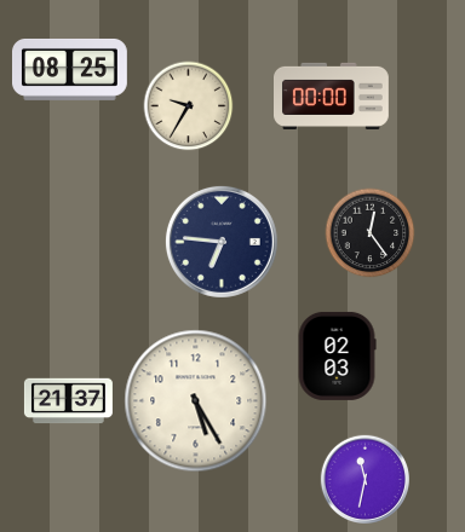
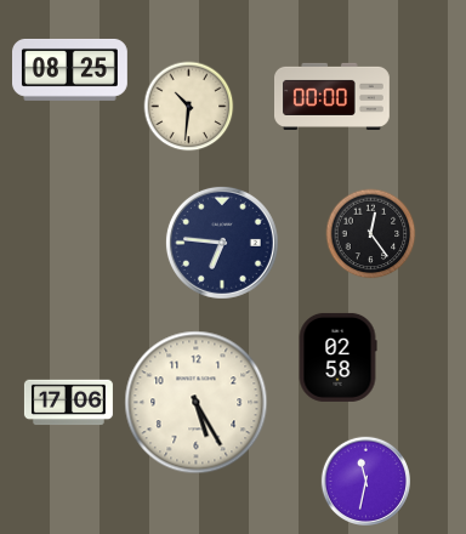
clock at (189, 106): 9:35 -> 10:31
clock at (337, 355): 02:03 -> 02:58
clock at (68, 401): 21:37 -> 17:06
